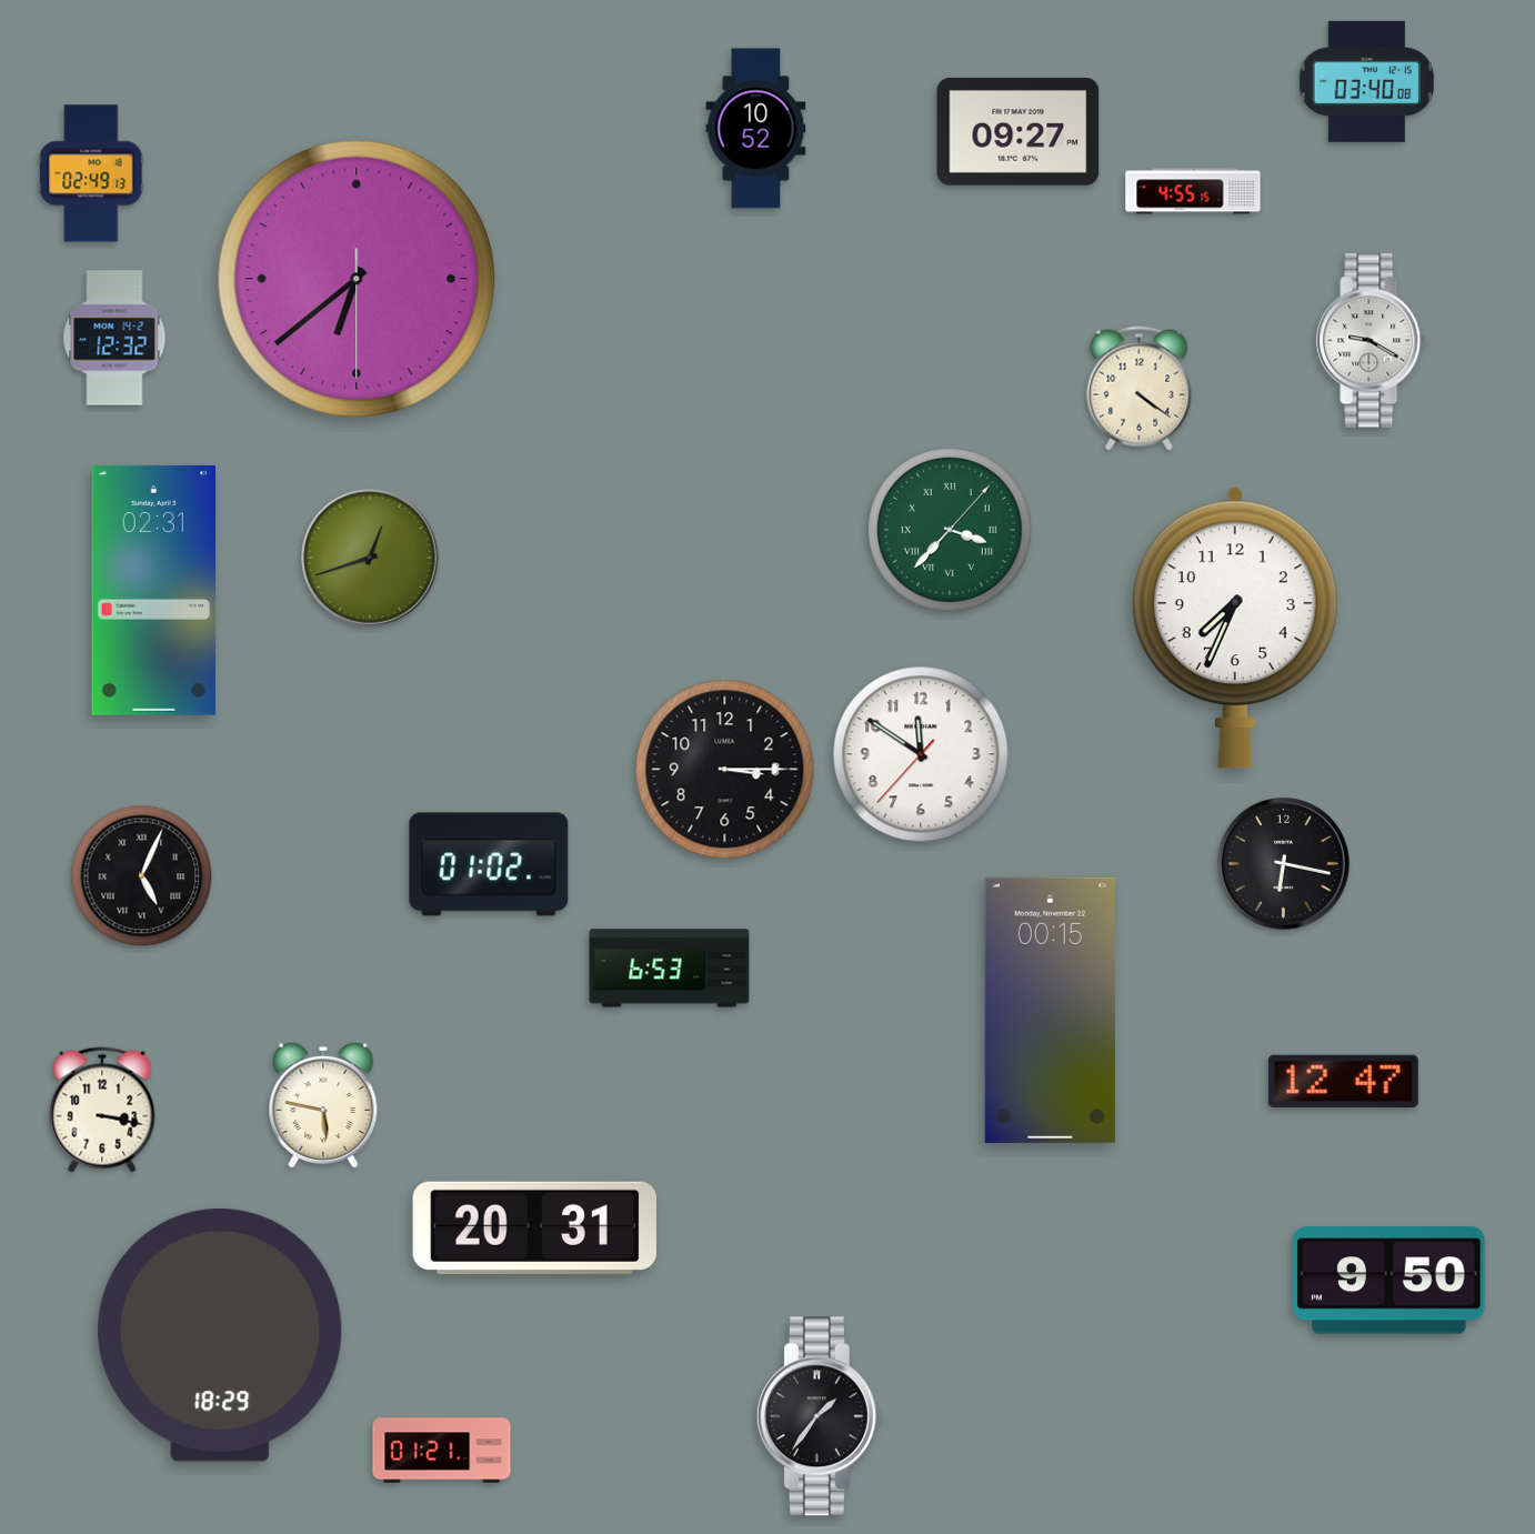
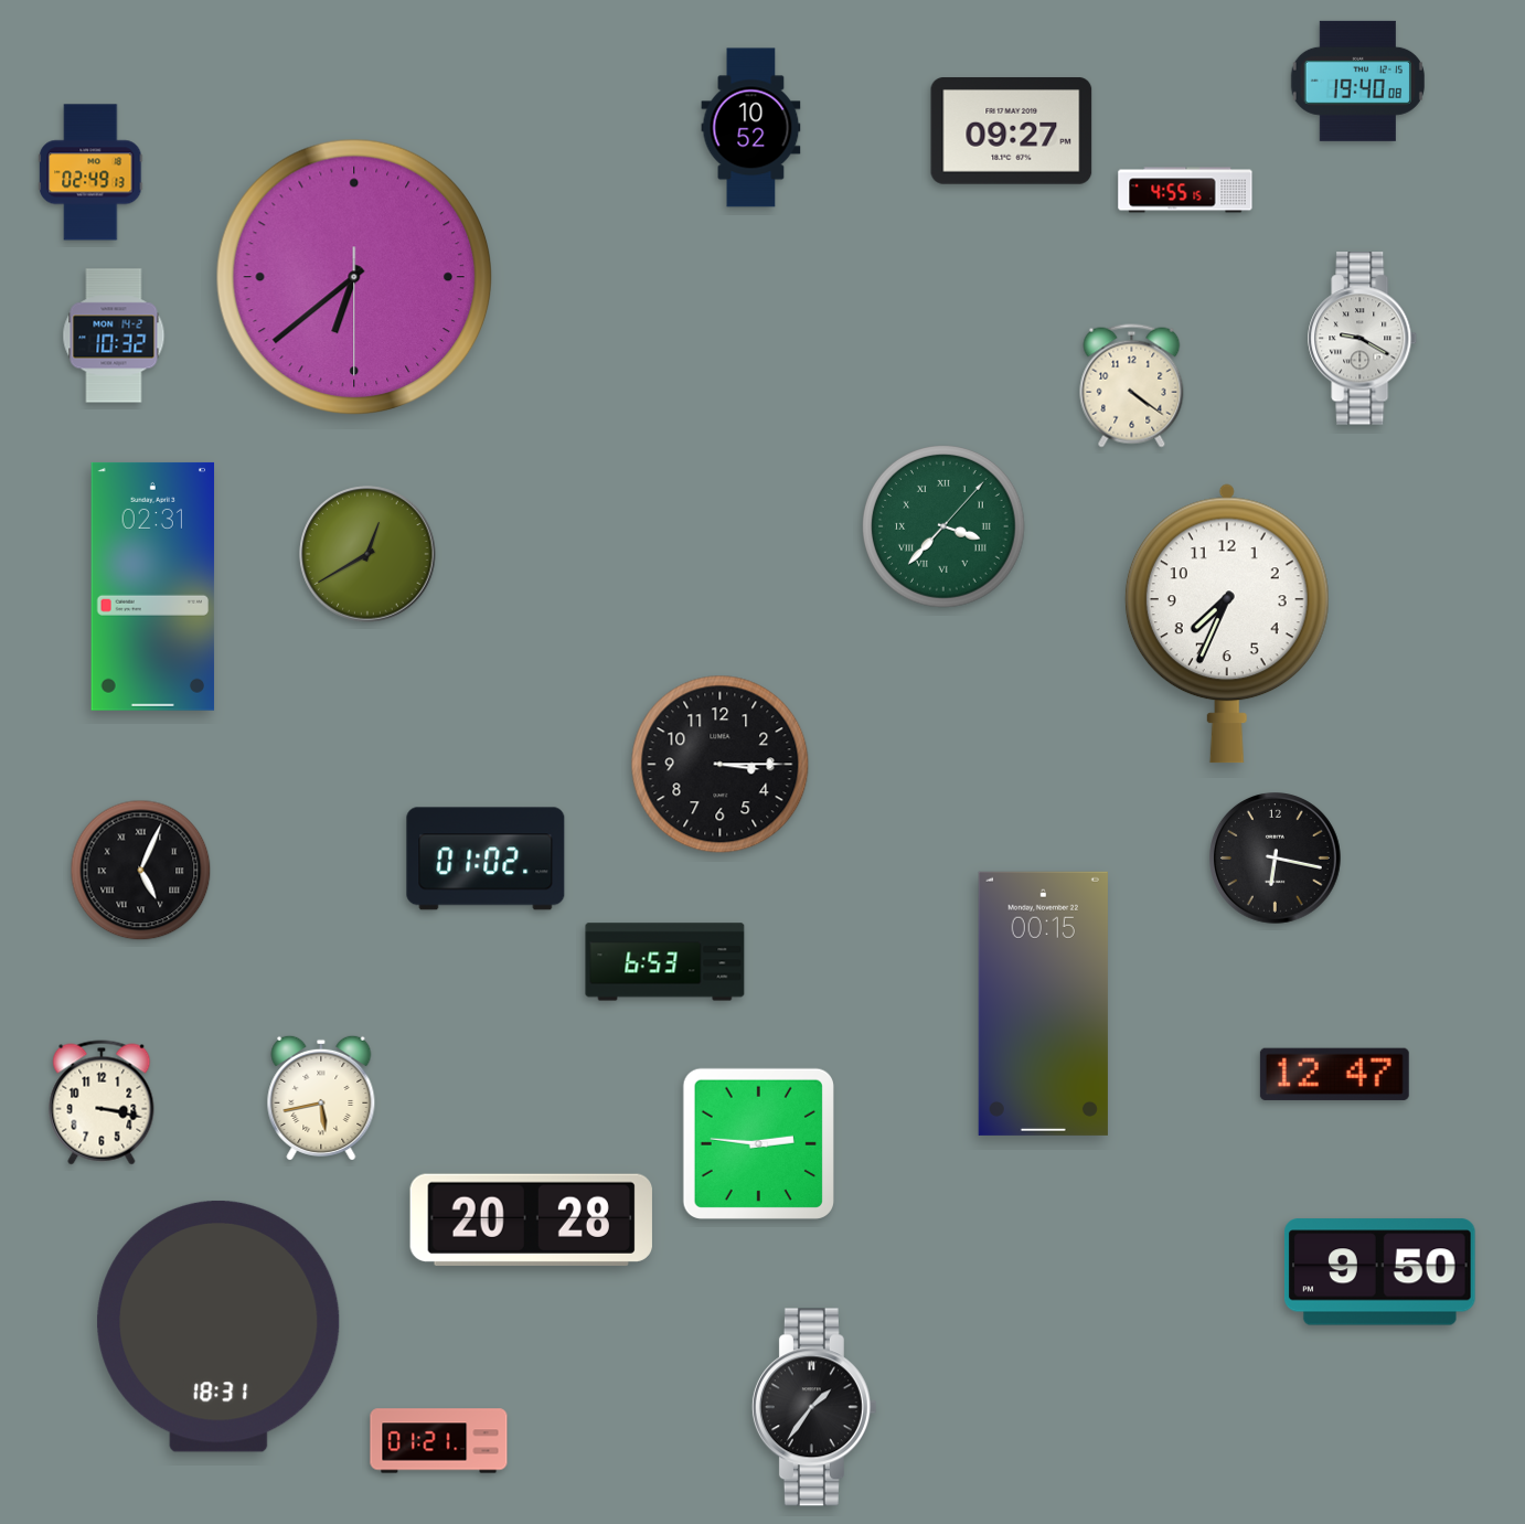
clock at (1366, 81): 03:40 -> 19:40
clock at (114, 338): 12:32 -> 10:32
clock at (370, 558): 12:42 -> 12:40
clock at (921, 754): 11:50 -> none
clock at (323, 1105): 5:47 -> 5:43
clock at (758, 1143): none -> 2:46
clock at (534, 1227): 20:31 -> 20:28
clock at (220, 1335): 18:29 -> 18:31
